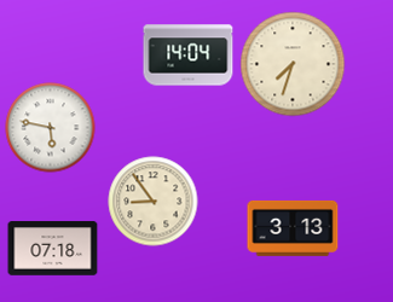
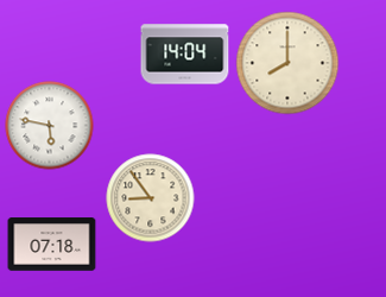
clock at (293, 64): 7:33 -> 8:00
clock at (293, 228): 3:13 -> none
